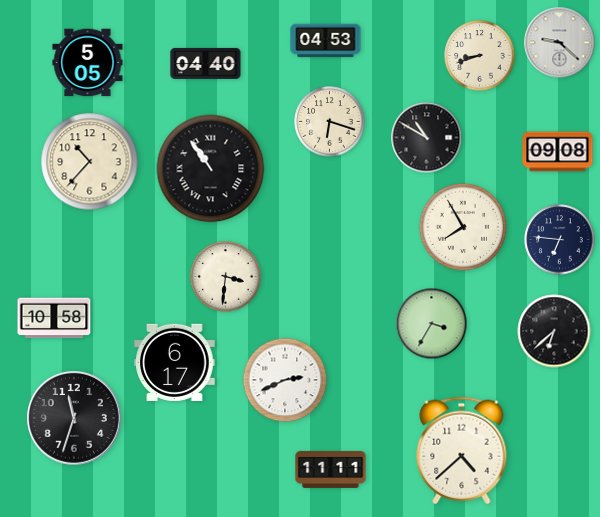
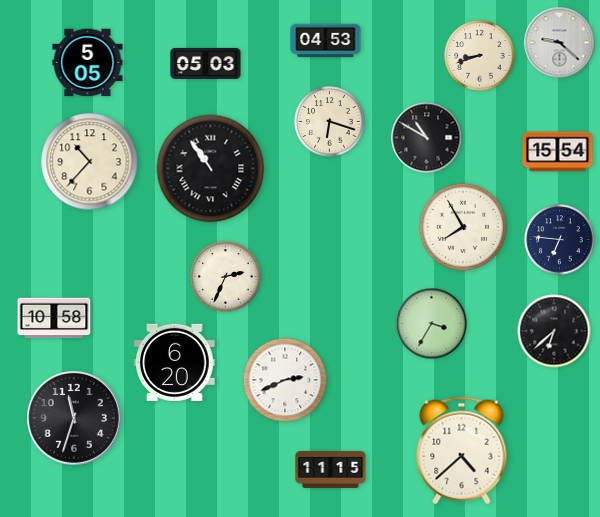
clock at (206, 63): 04:40 -> 05:03
clock at (558, 152): 09:08 -> 15:54
clock at (226, 277): 3:31 -> 2:34
clock at (175, 362): 6:17 -> 6:20
clock at (331, 469): 11:11 -> 11:15
